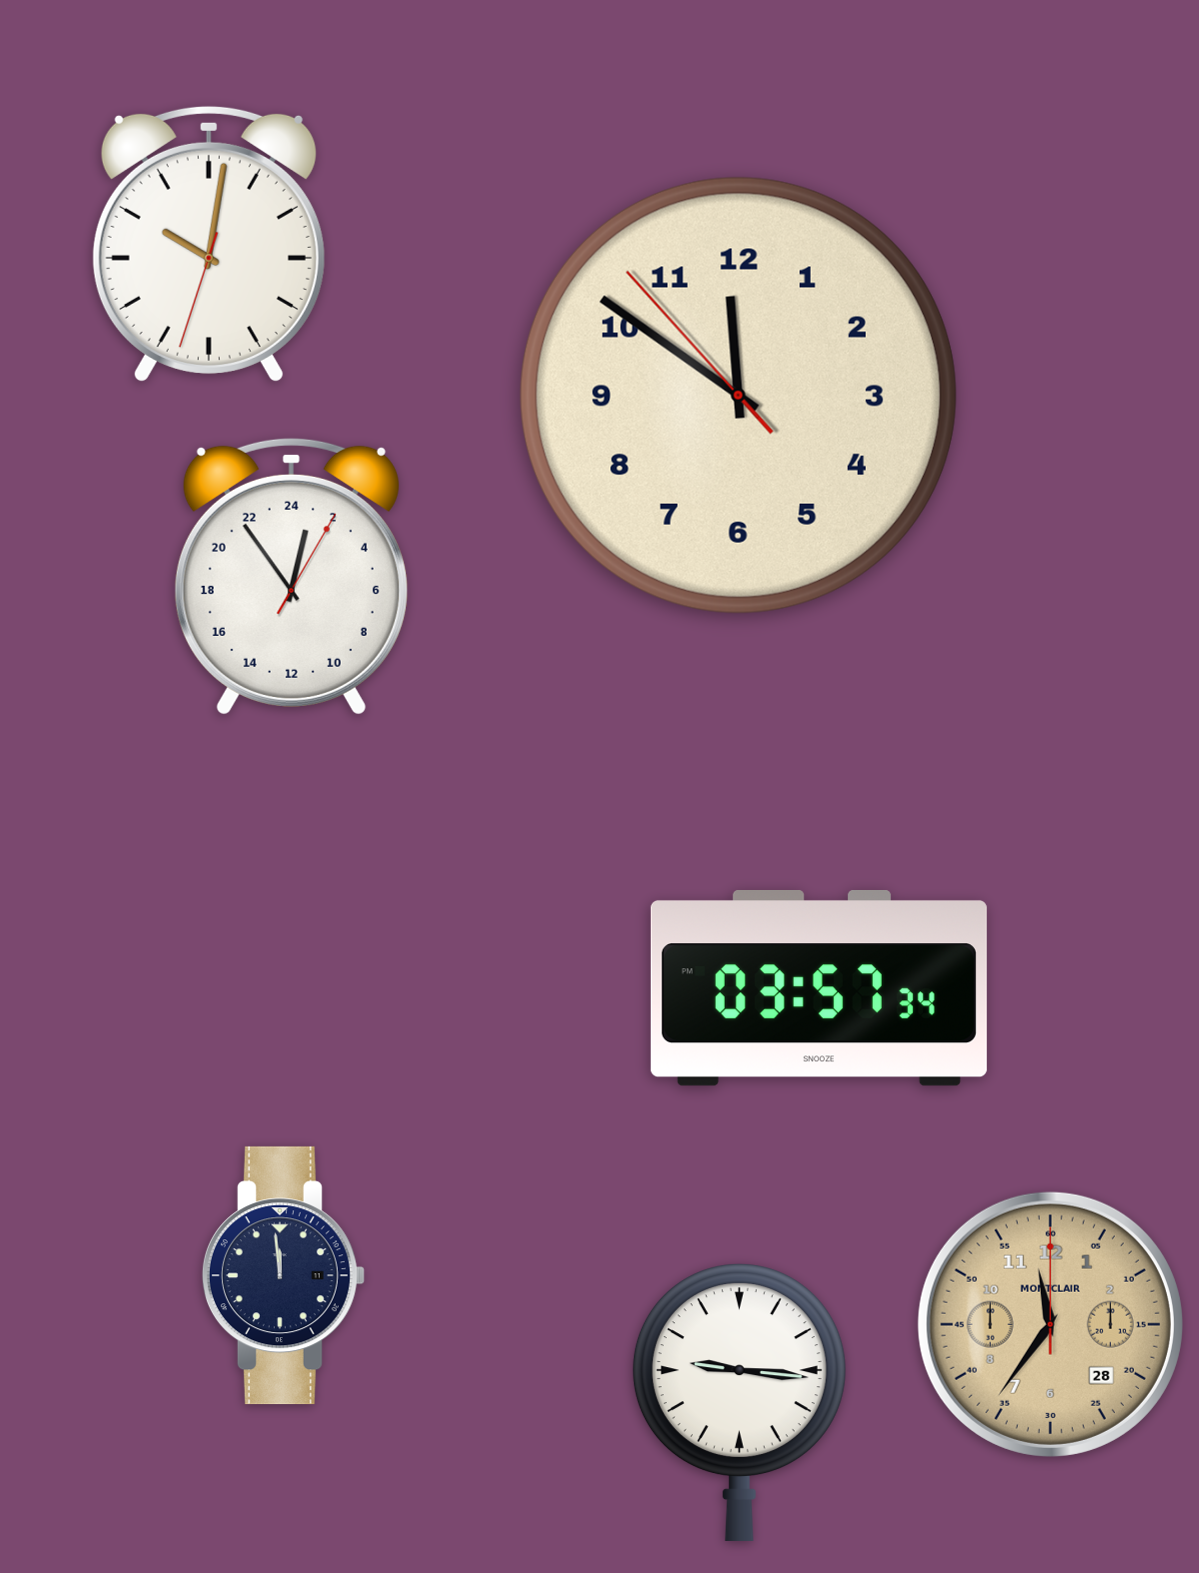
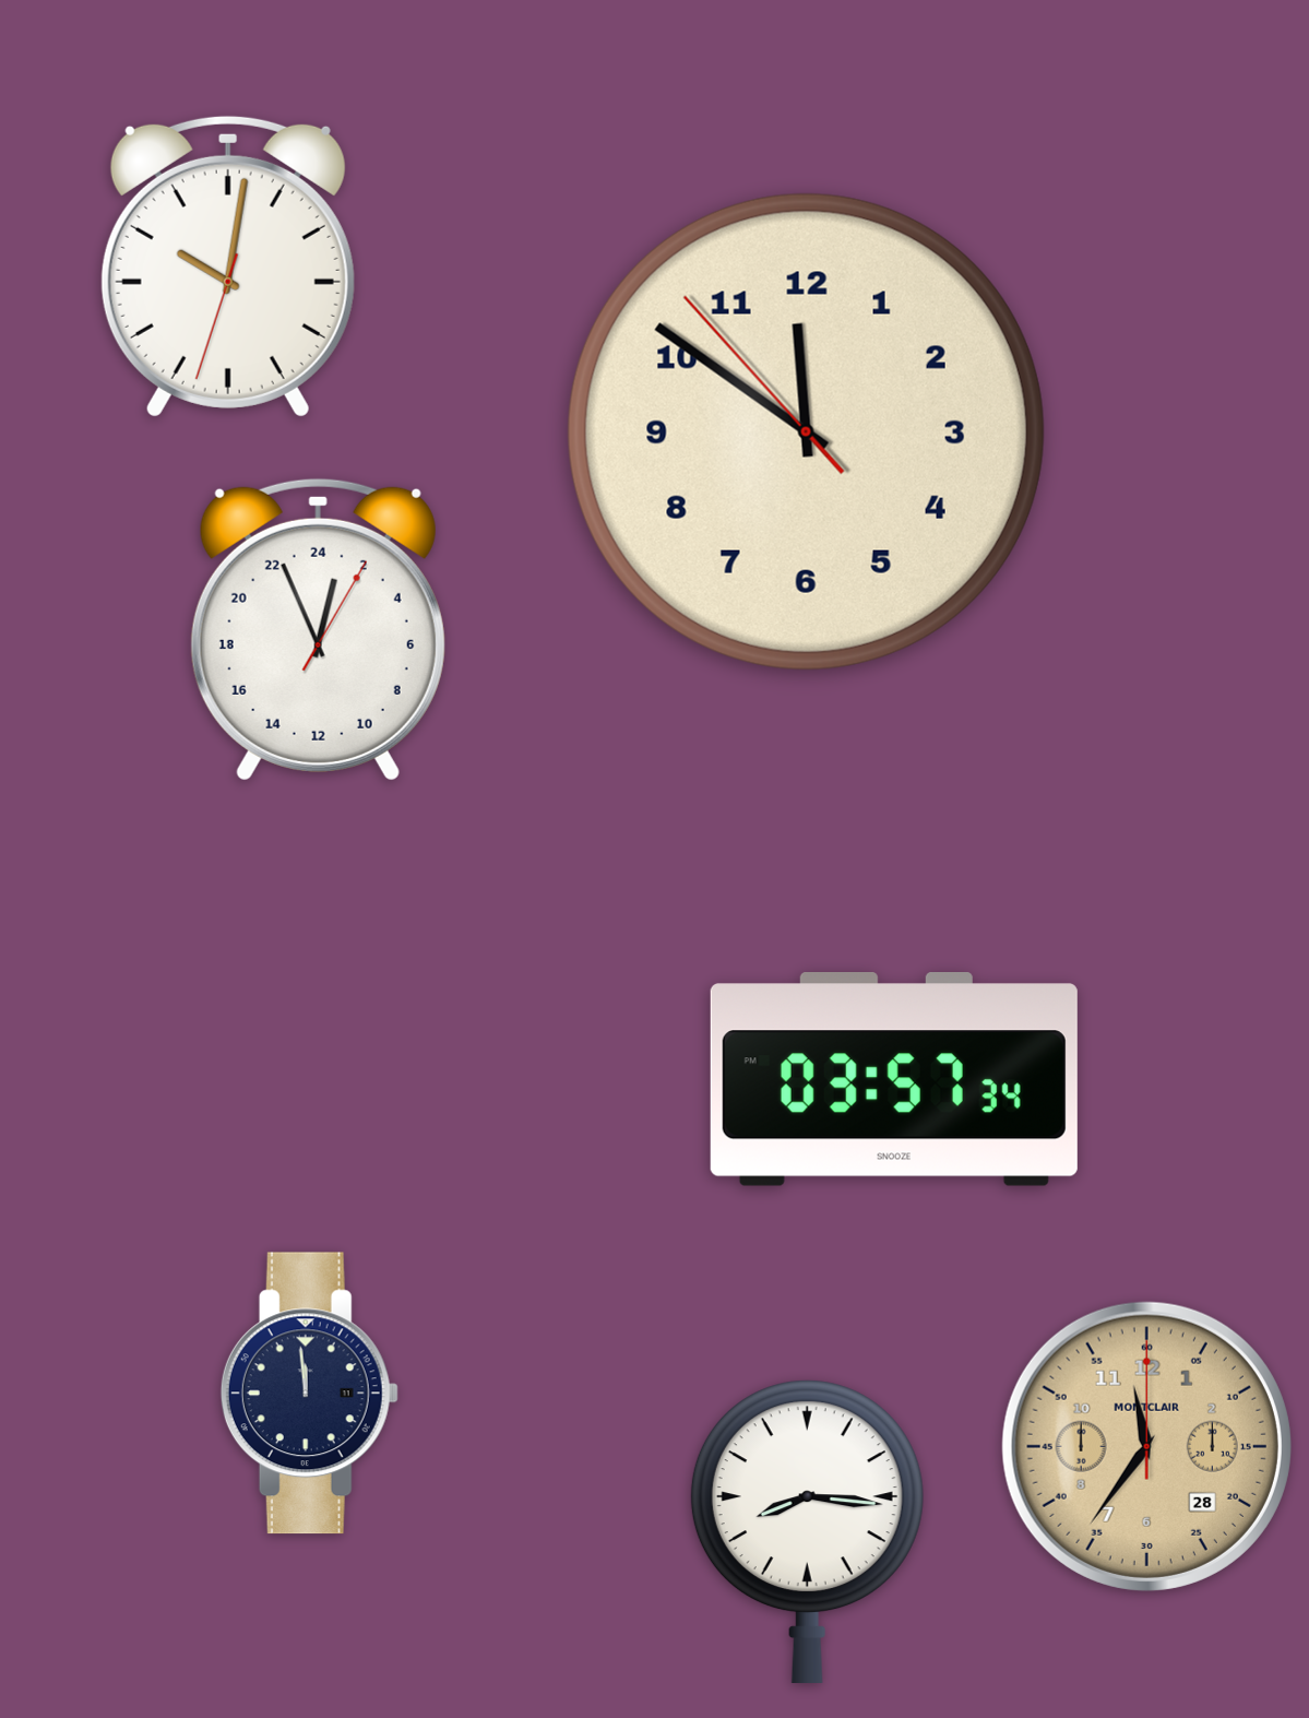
clock at (291, 576): 0:54 -> 0:56
clock at (739, 1402): 9:16 -> 8:16
